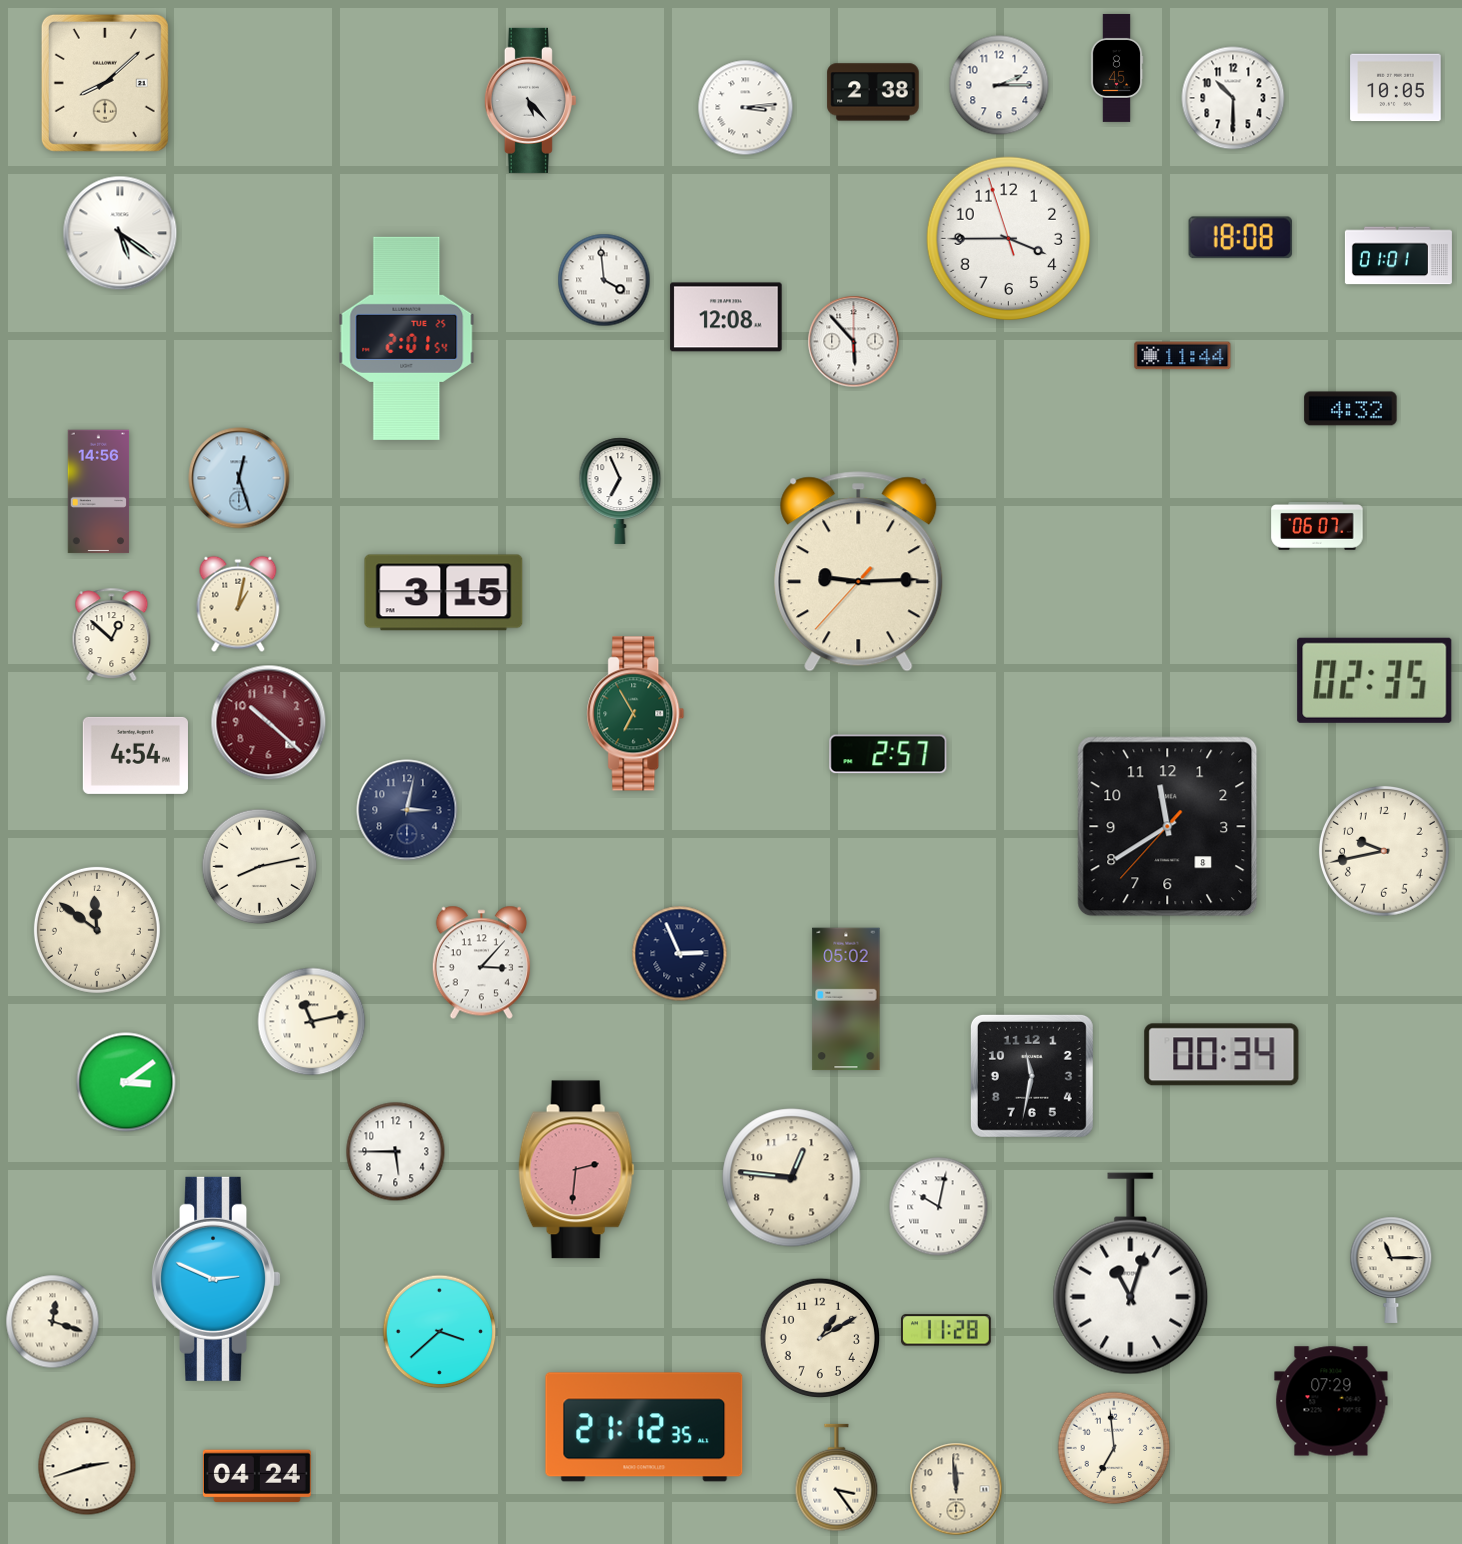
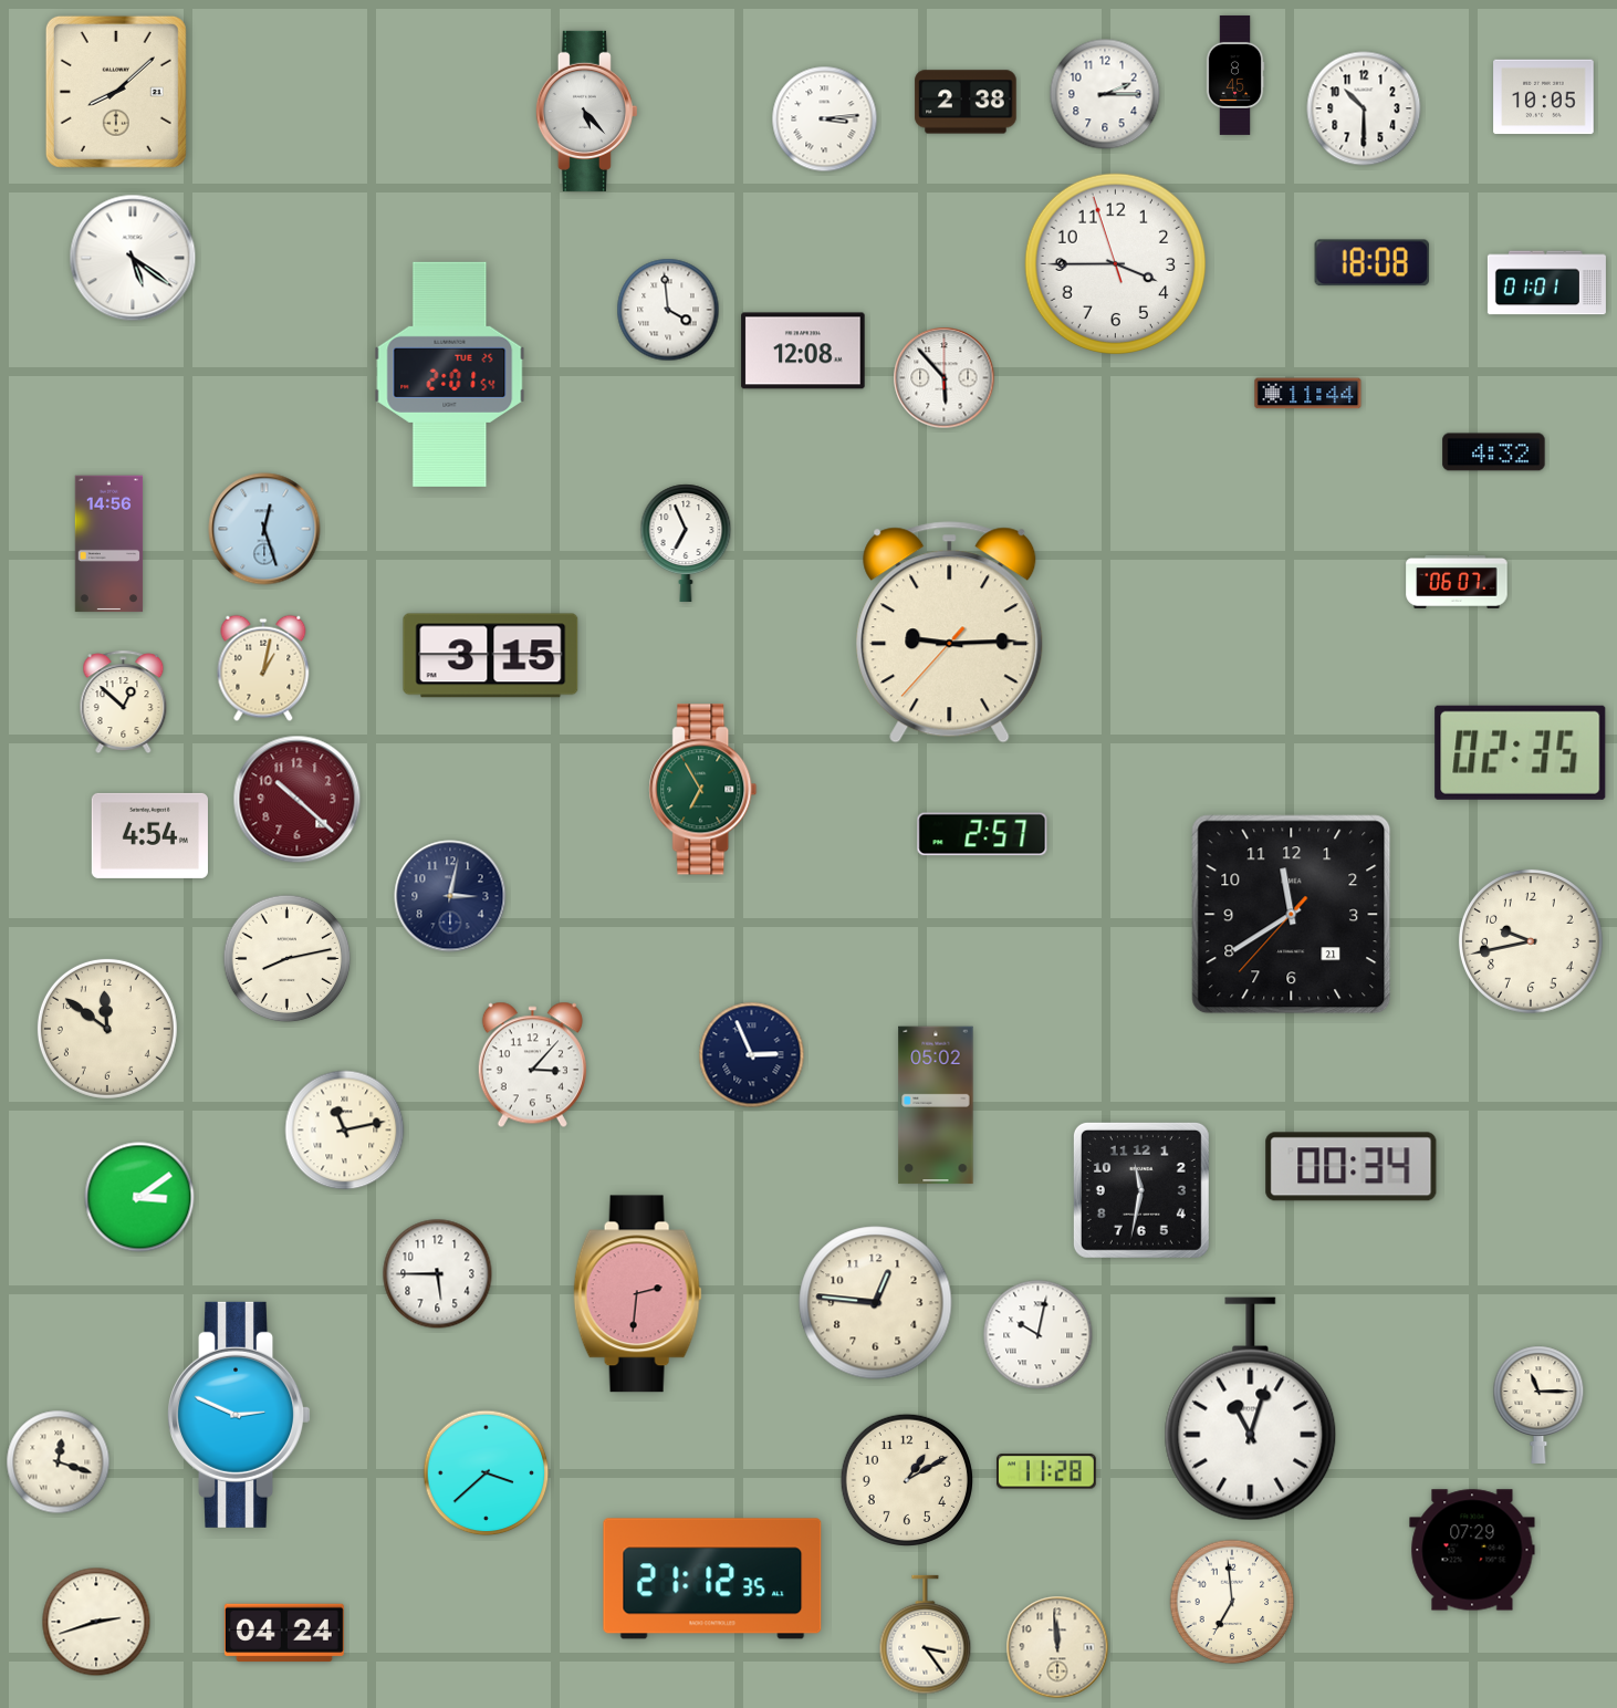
clock at (1168, 827) date: 8 -> 21
